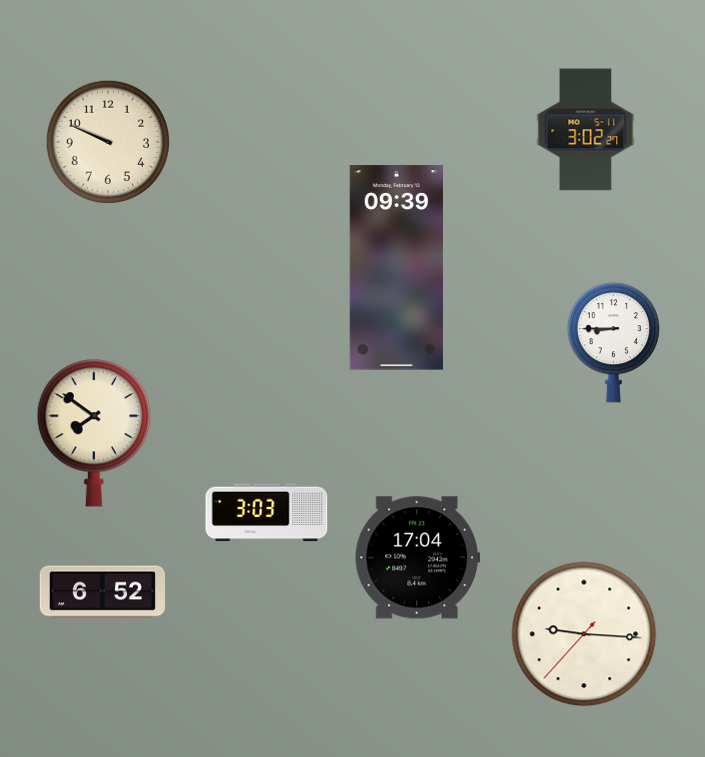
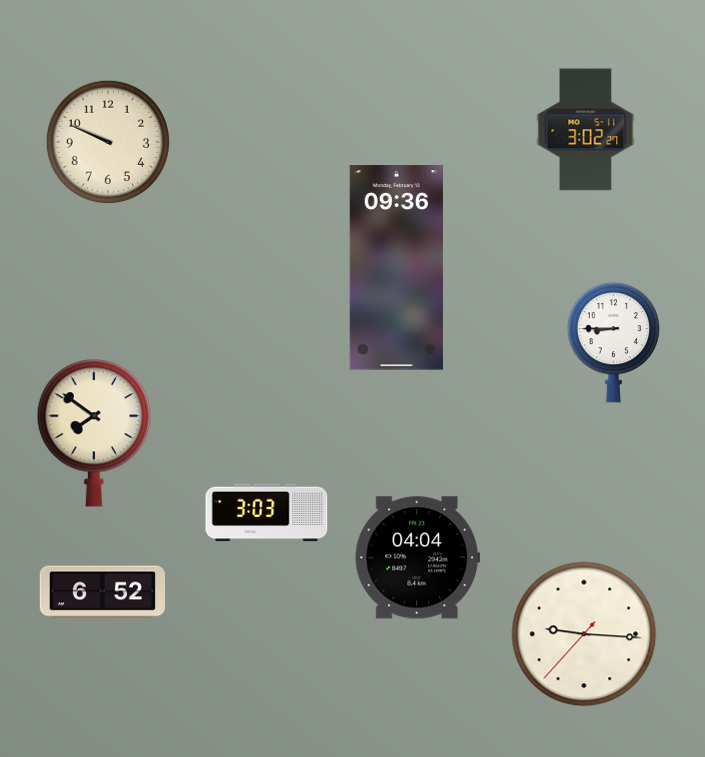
clock at (396, 268): 09:39 -> 09:36
clock at (417, 558): 17:04 -> 04:04
